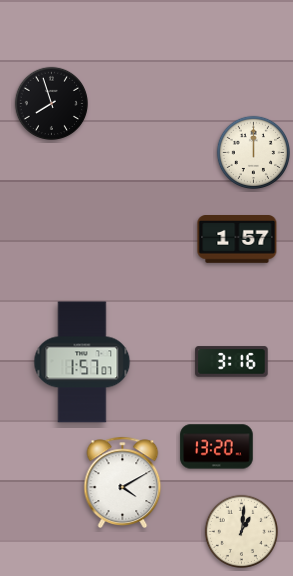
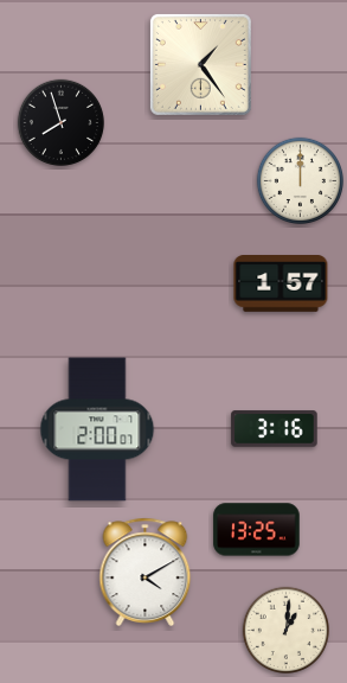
clock at (200, 64): none -> 1:24
clock at (82, 362): 1:57 -> 2:00
clock at (217, 447): 13:20 -> 13:25
